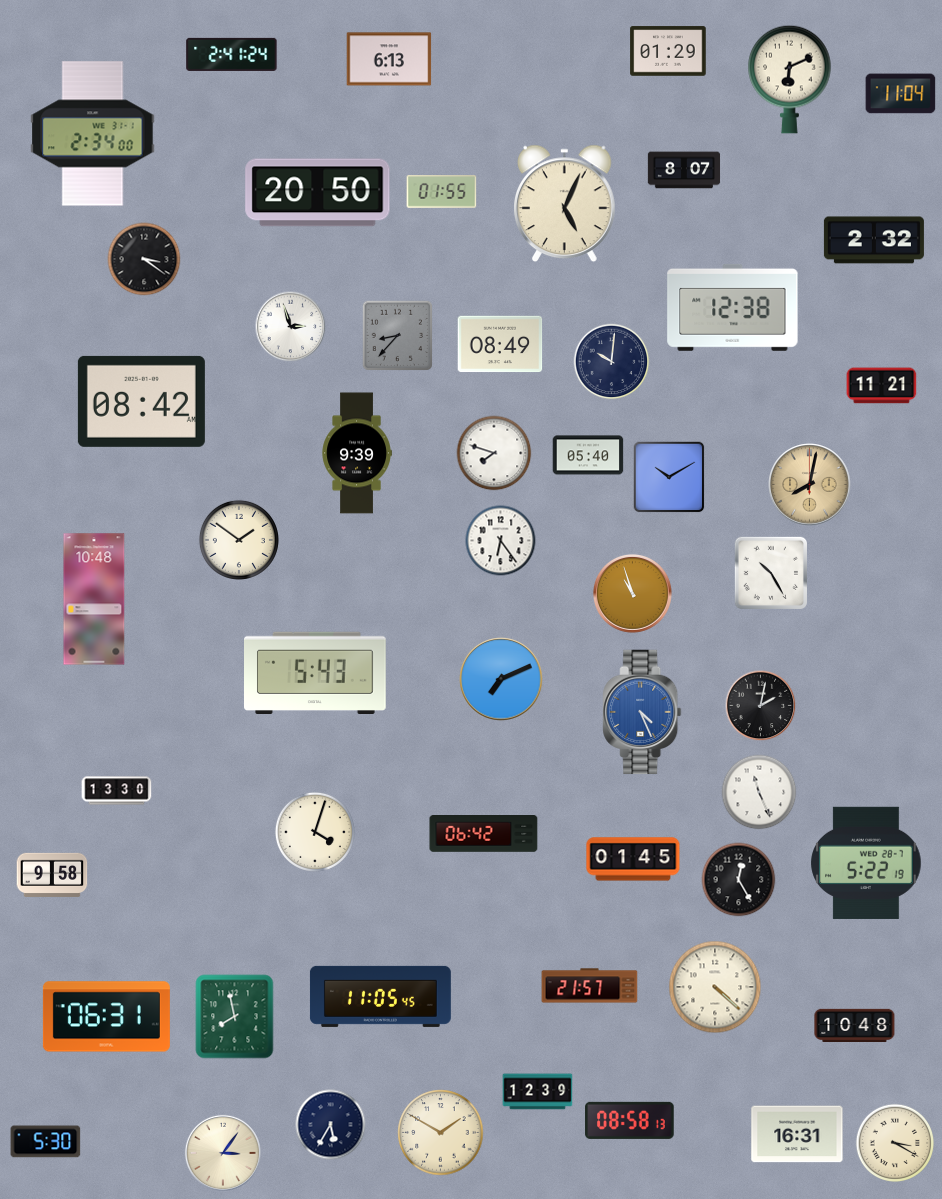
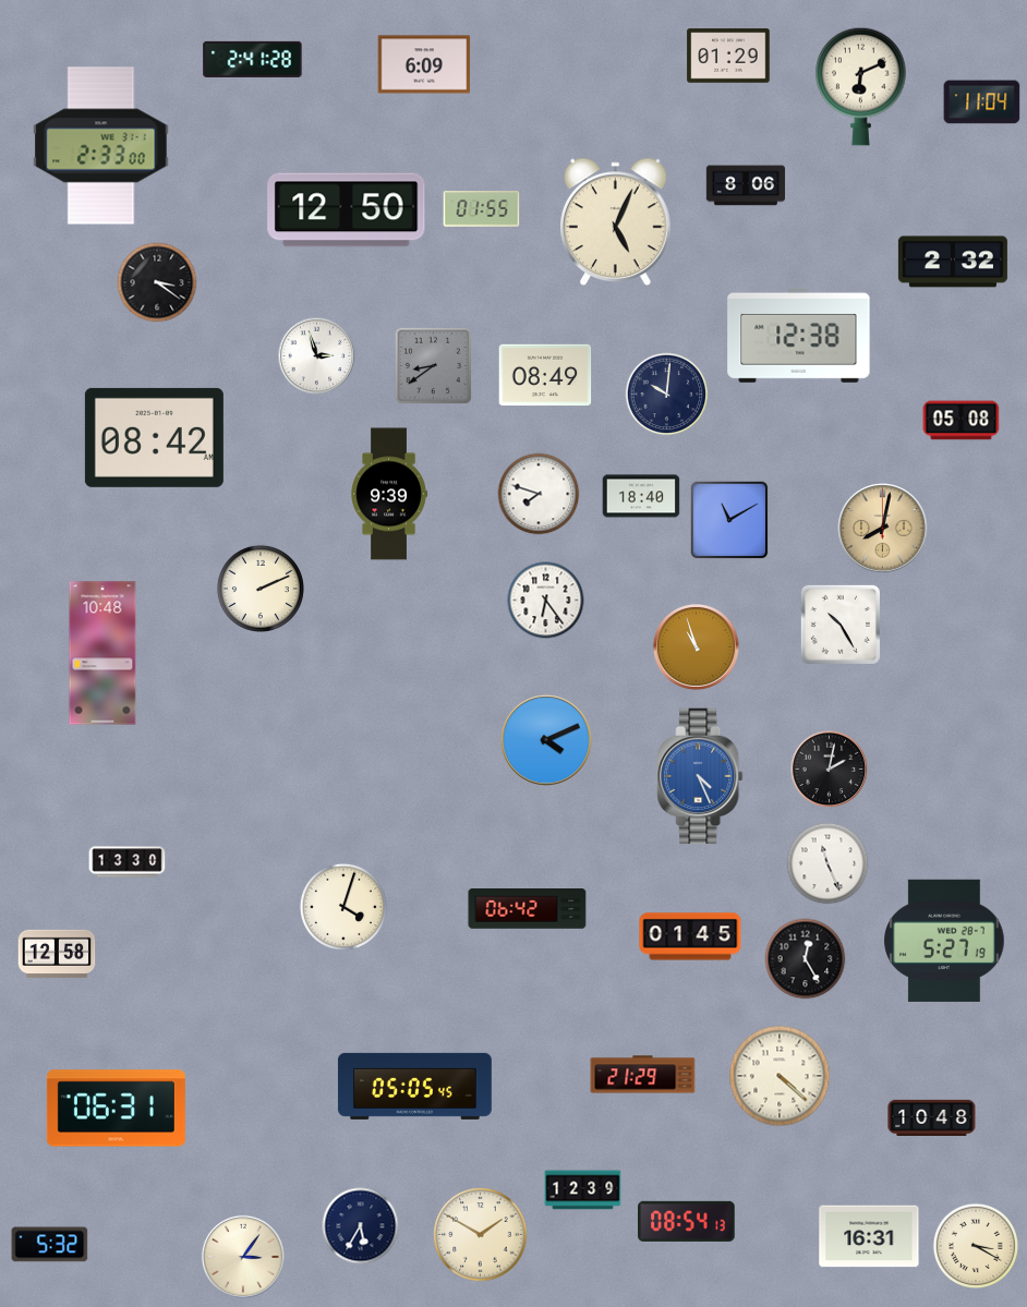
clock at (232, 54): 2:41:24 -> 2:41:28
clock at (389, 59): 6:13 -> 6:09
clock at (93, 134): 2:34 -> 2:33
clock at (684, 170): 8:07 -> 8:06
clock at (318, 193): 20:50 -> 12:50
clock at (397, 335): 8:37 -> 8:39
clock at (882, 386): 11:21 -> 05:08
clock at (588, 455): 05:40 -> 18:40
clock at (669, 477): 10:10 -> 11:10
clock at (239, 540): 1:51 -> 2:11
clock at (501, 541) position: (501, 541) -> (546, 601)
clock at (632, 593) position: (632, 593) -> (696, 646)
clock at (316, 672): 5:43 -> none
clock at (501, 679): 7:11 -> 4:11
clock at (866, 863): 5:22 -> 5:27
clock at (52, 875): 9:58 -> 12:58
clock at (590, 986): 21:57 -> 21:29
clock at (380, 996): 11:05 -> 05:05
clock at (235, 1017): 7:58 -> none
clock at (538, 1092) position: (538, 1092) -> (583, 1190)
clock at (630, 1120): 08:58 -> 08:54
clock at (46, 1142): 5:30 -> 5:32
